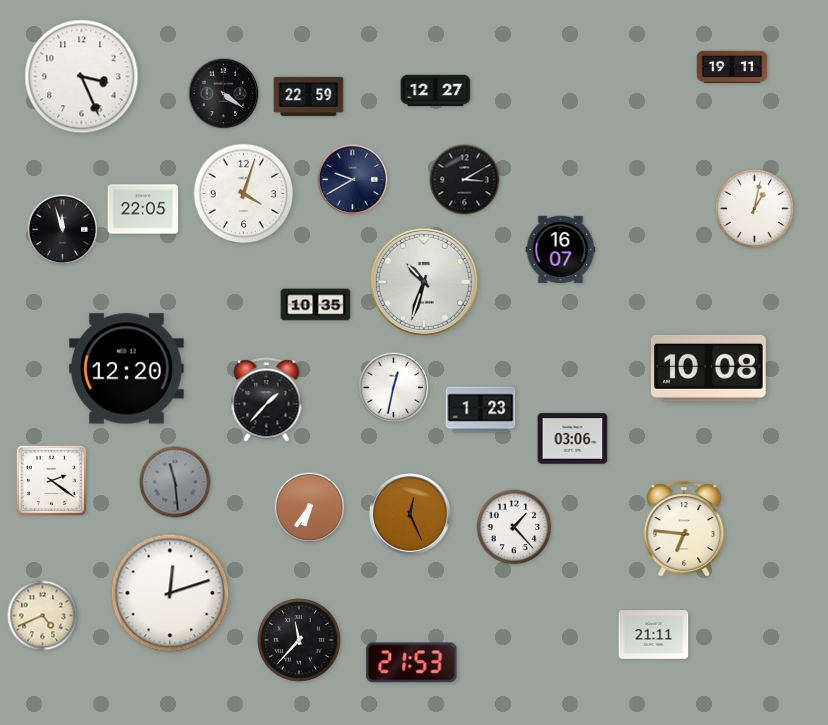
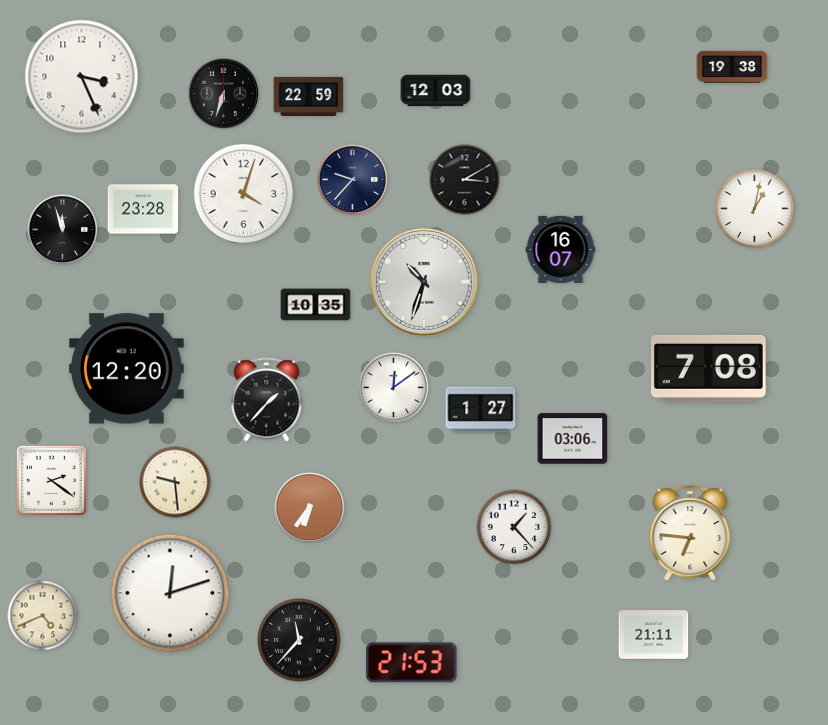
clock at (732, 67): 19:11 -> 19:38
clock at (436, 91): 12:27 -> 12:03
clock at (224, 94): 4:21 -> 6:33
clock at (353, 180): 9:40 -> 9:37
clock at (143, 209): 22:05 -> 23:28
clock at (708, 368): 10:08 -> 7:08
clock at (394, 388): 12:32 -> 12:09
clock at (481, 410): 1:23 -> 1:27
clock at (175, 482): 11:29 -> 9:29
clock at (175, 482) dial: grey -> cream
clock at (410, 514): 12:26 -> none
clock at (684, 529) position: (684, 529) -> (690, 533)
